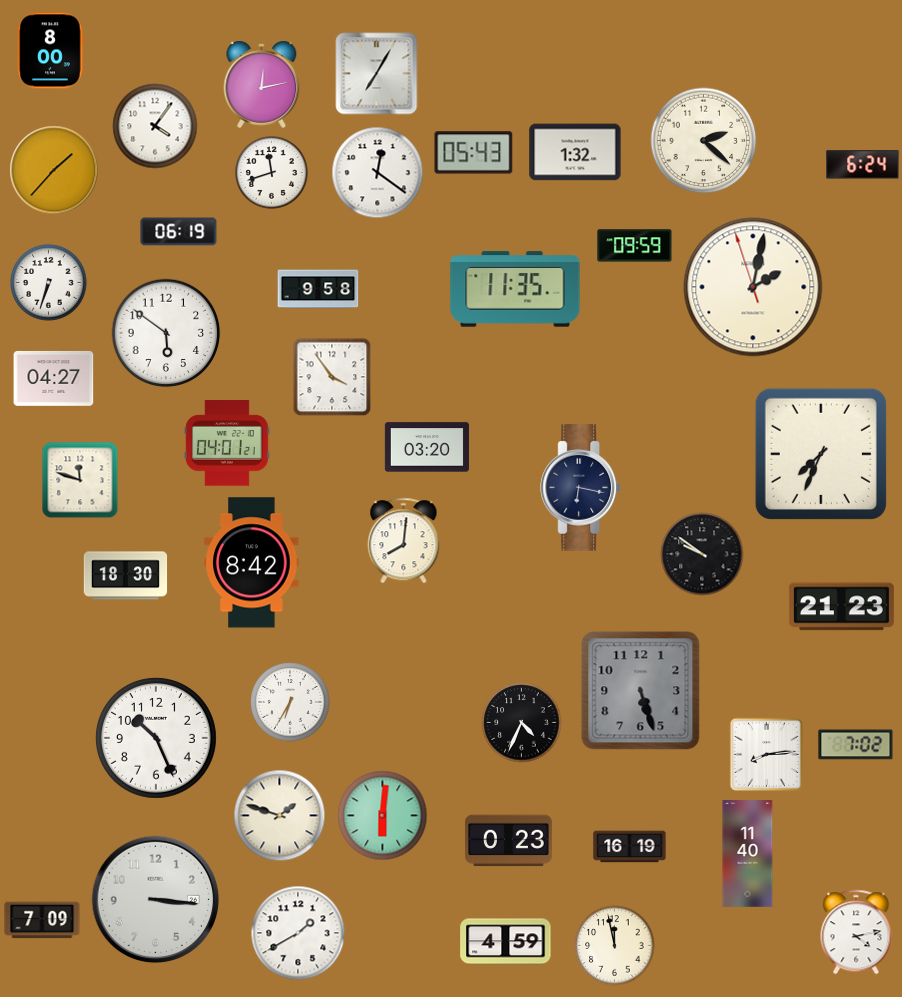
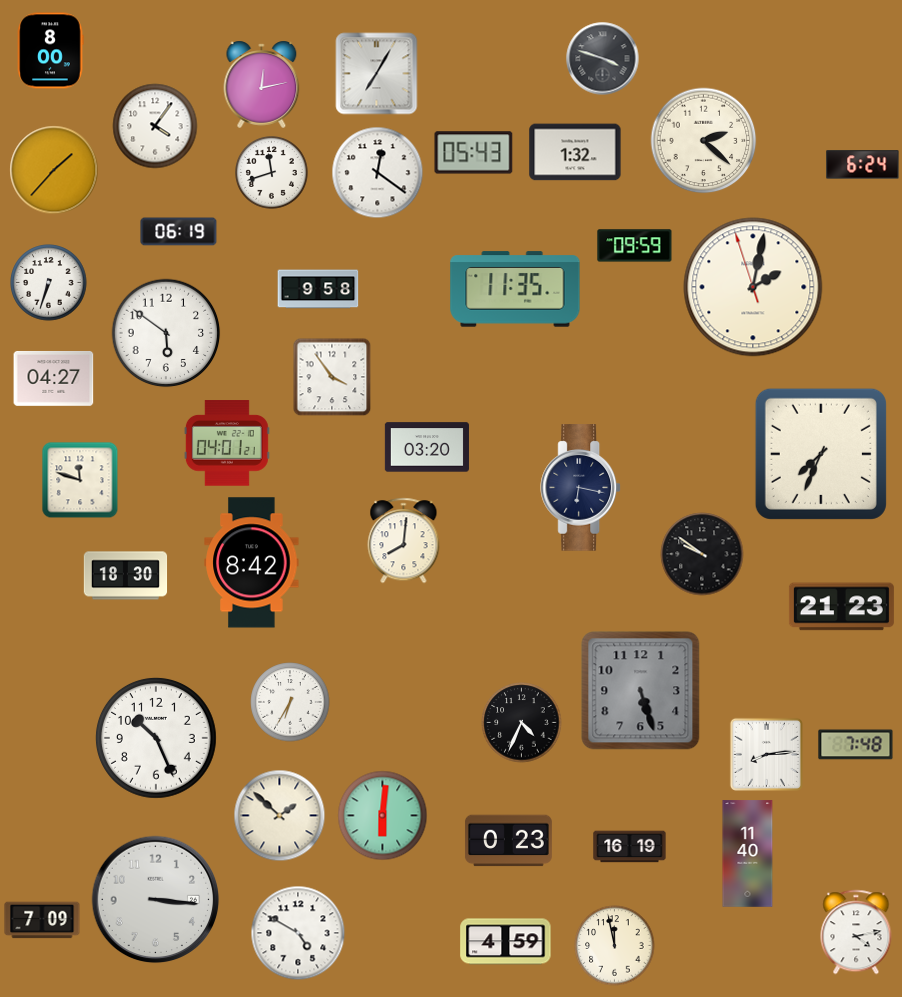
clock at (603, 59): none -> 3:48
clock at (856, 745): 7:02 -> 7:48
clock at (280, 816): 1:48 -> 1:52
clock at (298, 933): 1:40 -> 4:50
